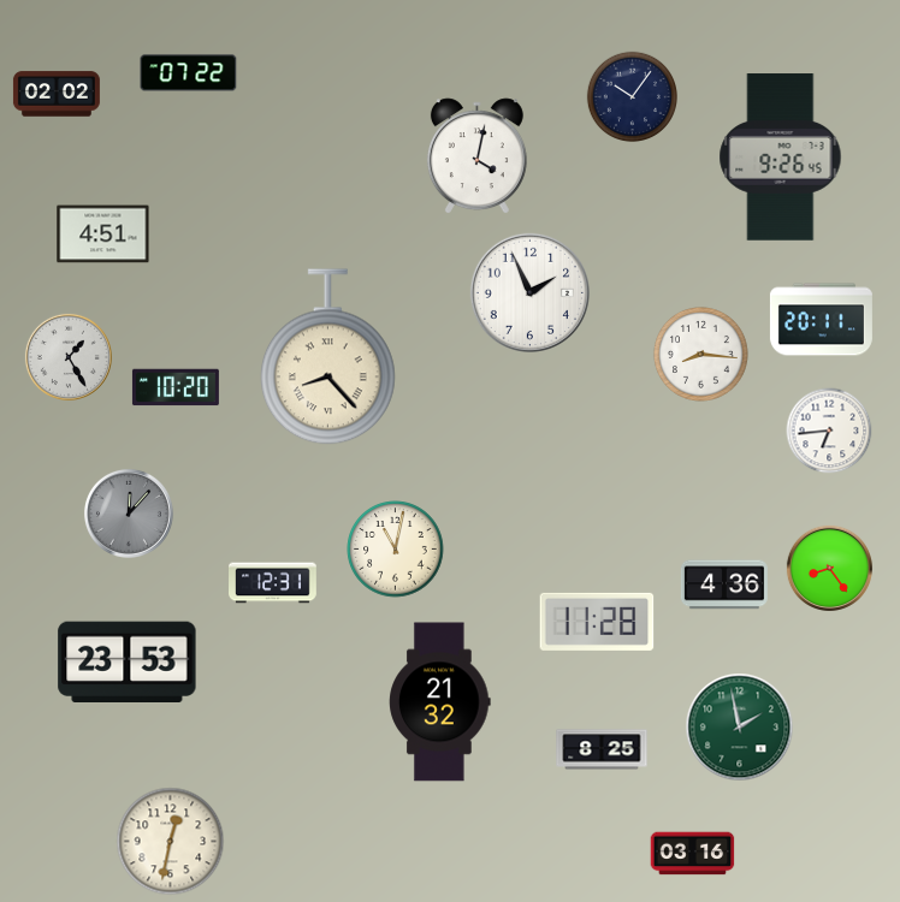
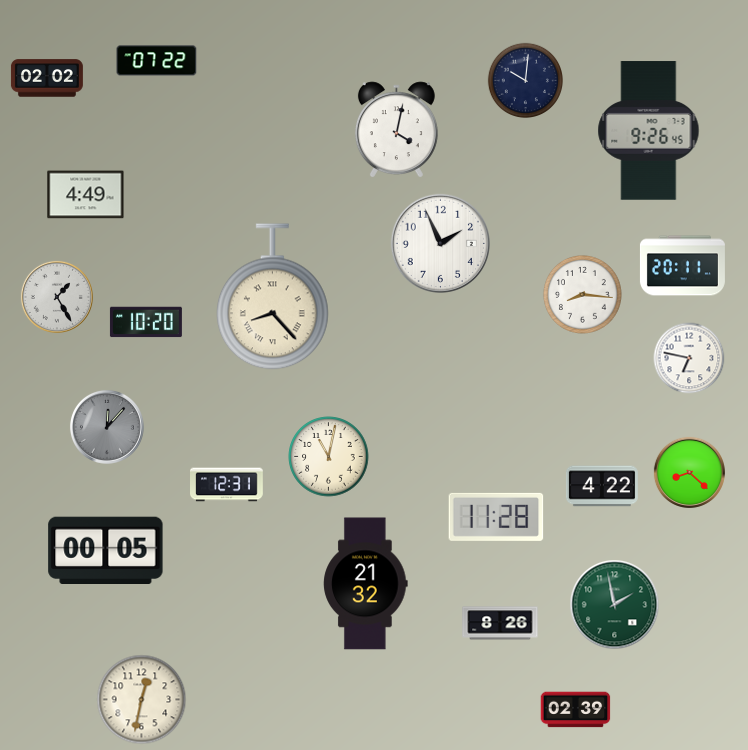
clock at (632, 96): 10:06 -> 10:01
clock at (103, 235): 4:51 -> 4:49
clock at (829, 431): 6:44 -> 6:47
clock at (829, 568): 8:24 -> 8:22
clock at (724, 584): 4:36 -> 4:22
clock at (128, 661): 23:53 -> 00:05
clock at (602, 749): 8:25 -> 8:26
clock at (693, 854): 03:16 -> 02:39
